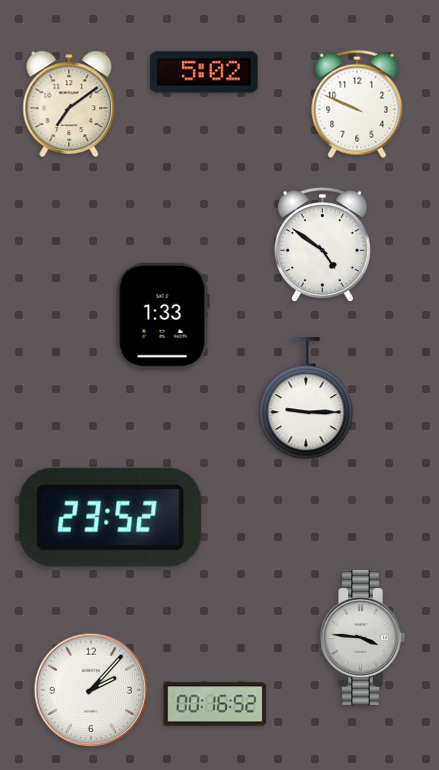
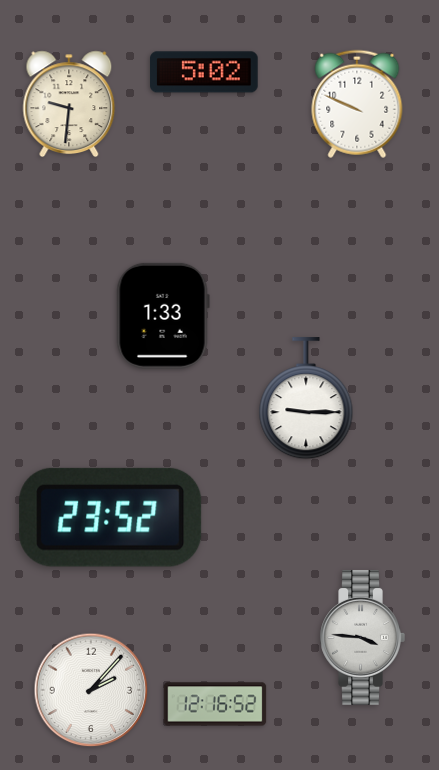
clock at (69, 104): 7:09 -> 9:31
clock at (322, 244): 4:51 -> none
clock at (215, 704): 00:16 -> 12:16
